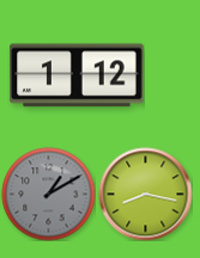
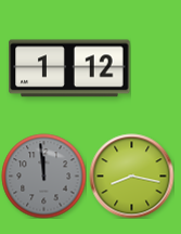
clock at (48, 193): 1:10 -> 11:59
